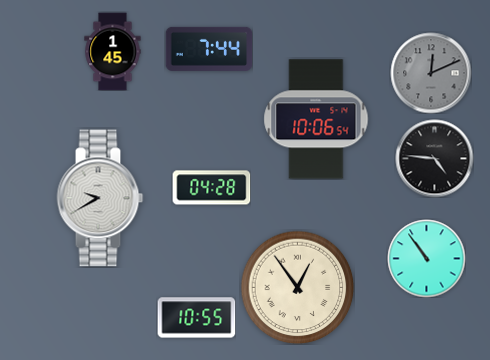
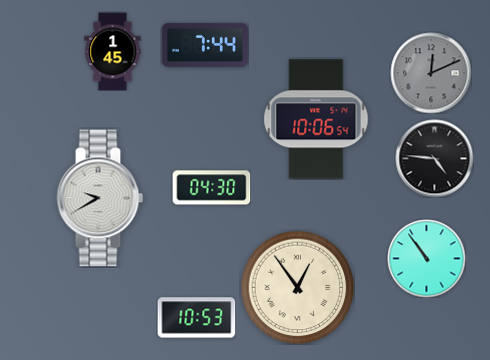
clock at (209, 49) position: (209, 49) -> (205, 45)
clock at (211, 188): 04:28 -> 04:30
clock at (196, 318): 10:55 -> 10:53
